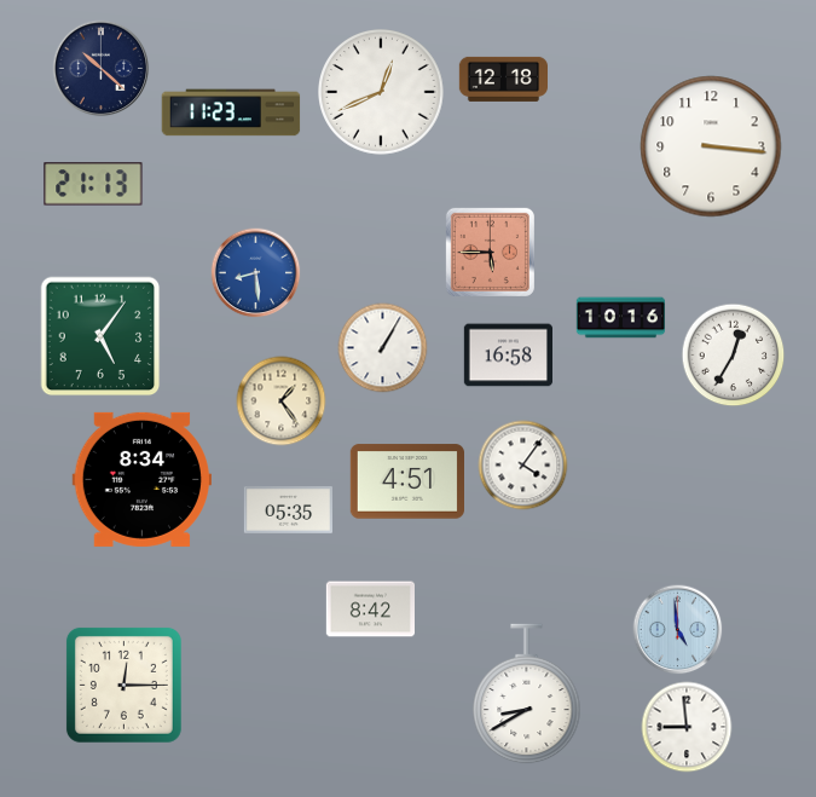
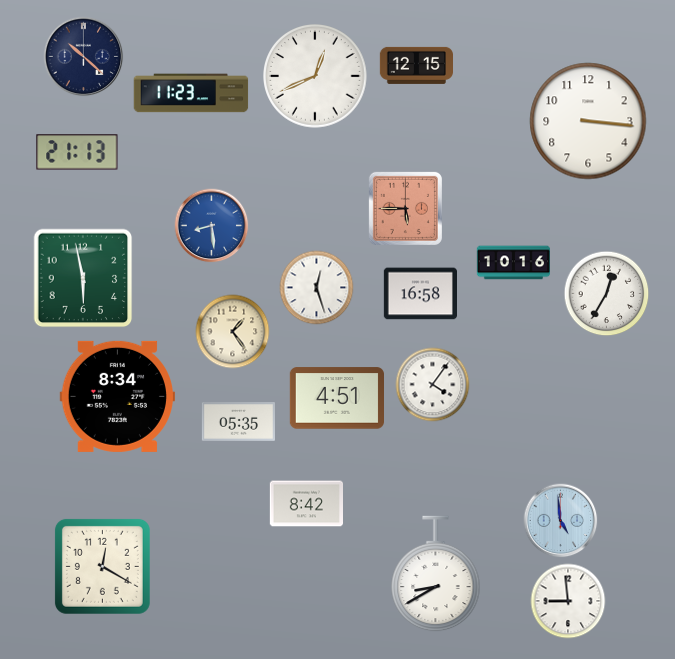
clock at (503, 79): 12:18 -> 12:15
clock at (100, 336): 5:06 -> 5:58
clock at (383, 348): 1:05 -> 12:27
clock at (123, 685): 12:15 -> 12:20
